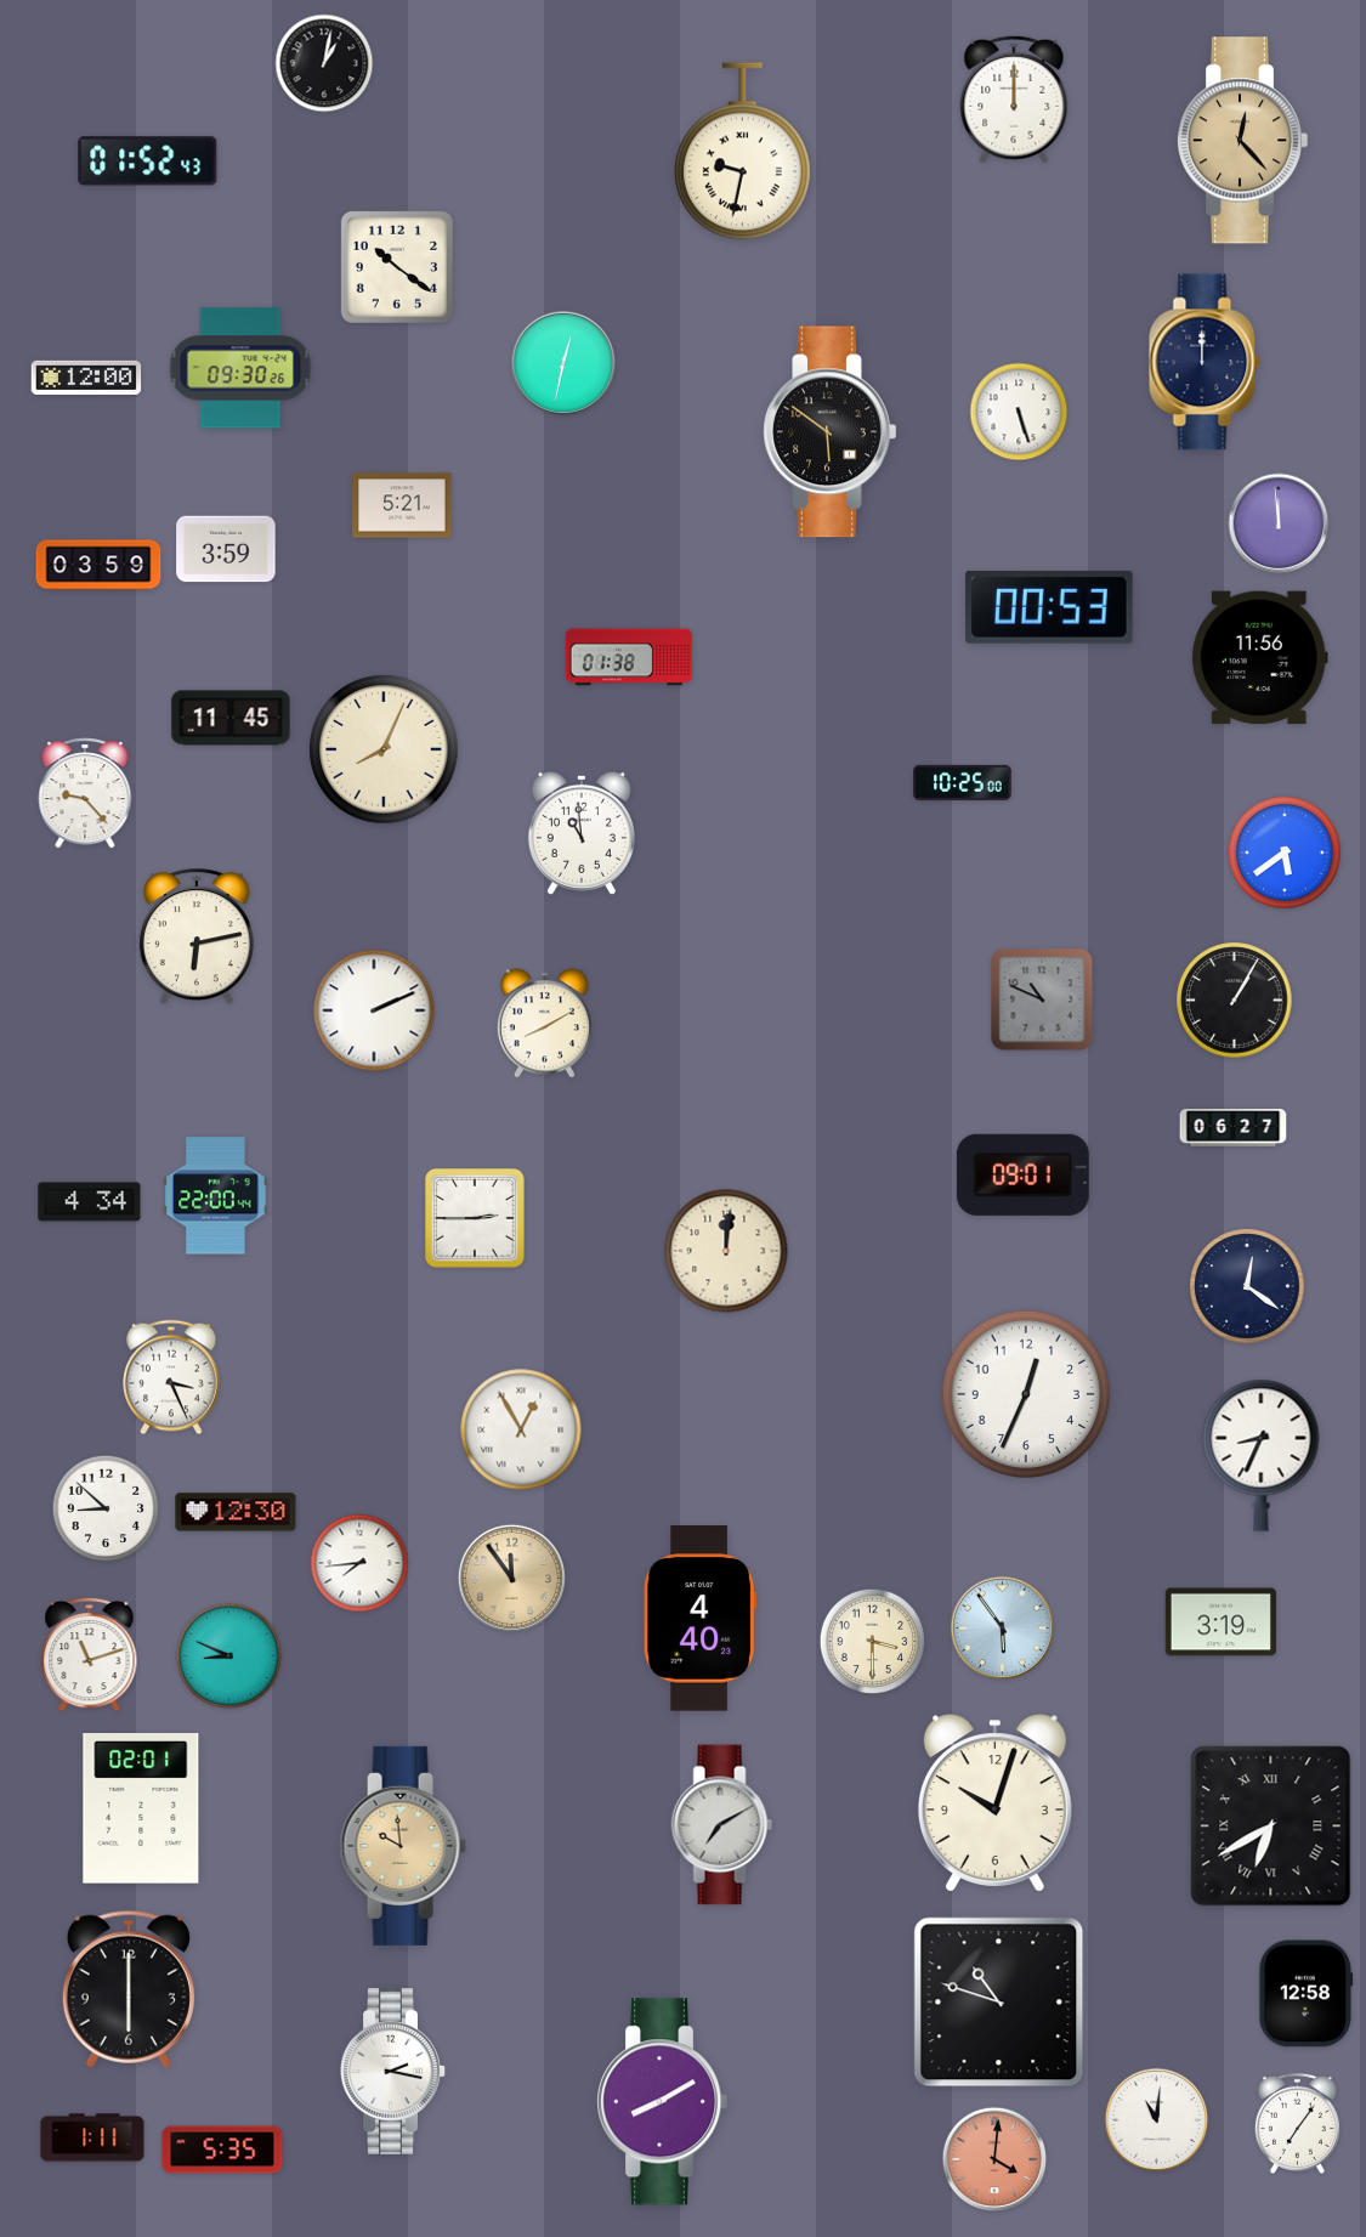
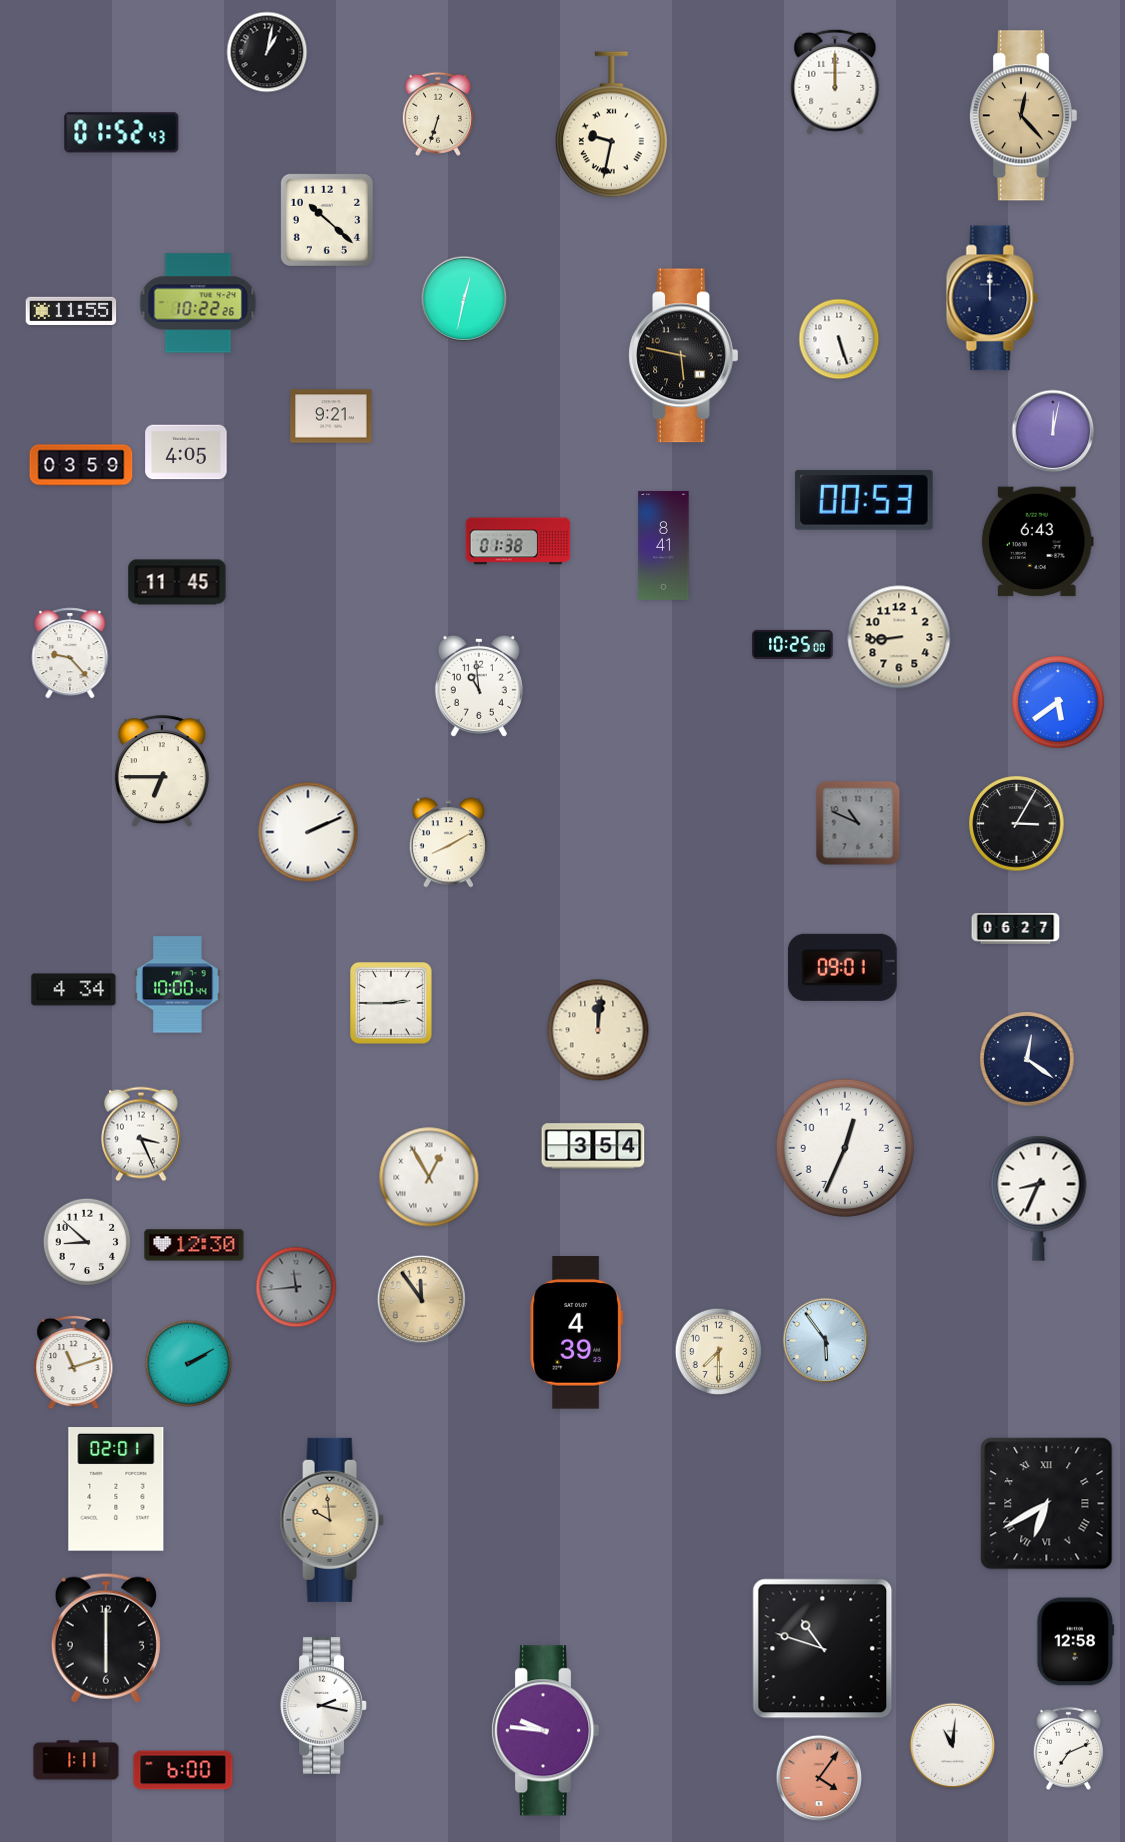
clock at (438, 114): none -> 6:33
clock at (397, 267): 10:21 -> 10:22
clock at (240, 368): 09:30 -> 10:22
clock at (86, 378): 12:00 -> 11:55
clock at (831, 432): 5:51 -> 5:47
clock at (402, 505): 5:21 -> 9:21
clock at (1279, 523): 11:59 -> 12:02
clock at (226, 549): 3:59 -> 4:05
clock at (1259, 658): 11:56 -> 6:43
clock at (664, 546): none -> 8:41
clock at (231, 718) position: (231, 718) -> (177, 582)
clock at (384, 749): 8:04 -> none
clock at (899, 637): none -> 8:44
clock at (197, 938): 6:13 -> 6:45
clock at (1235, 1001): 1:05 -> 3:05
clock at (216, 1196): 22:00 -> 10:00
clock at (593, 1146): none -> 3:54
clock at (359, 1563): 7:44 -> 11:44
clock at (359, 1563) dial: white -> grey
clock at (699, 1619): 4:40 -> 4:39
clock at (1220, 1622): 3:19 -> none
clock at (873, 1642): 3:30 -> 7:30
clock at (229, 1656): 8:49 -> 2:10
clock at (994, 1803): 10:03 -> none
clock at (722, 1825): 7:10 -> none
clock at (662, 2102): 8:10 -> 9:46
clock at (1297, 2123): 7:06 -> 7:11
clock at (222, 2150): 5:35 -> 6:00
clock at (994, 2159): 4:01 -> 4:06
